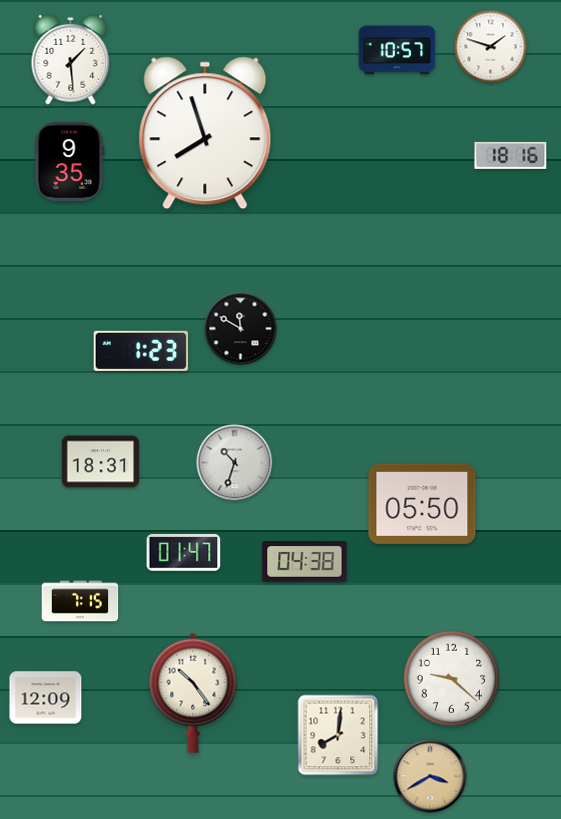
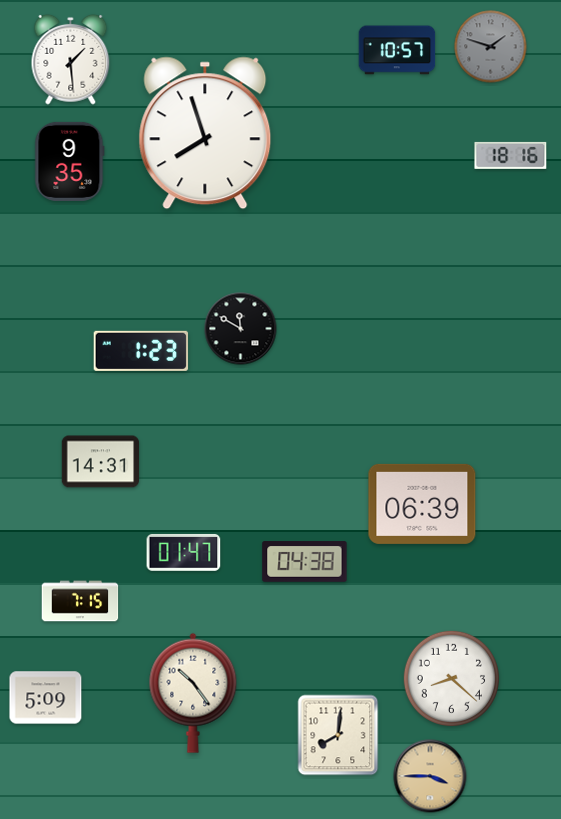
clock at (491, 47) dial: white -> grey
clock at (101, 462): 18:31 -> 14:31
clock at (235, 463): 10:33 -> none
clock at (422, 504): 05:50 -> 06:39
clock at (451, 678): 9:22 -> 8:22
clock at (46, 698): 12:09 -> 5:09
clock at (430, 776): 3:40 -> 3:45
